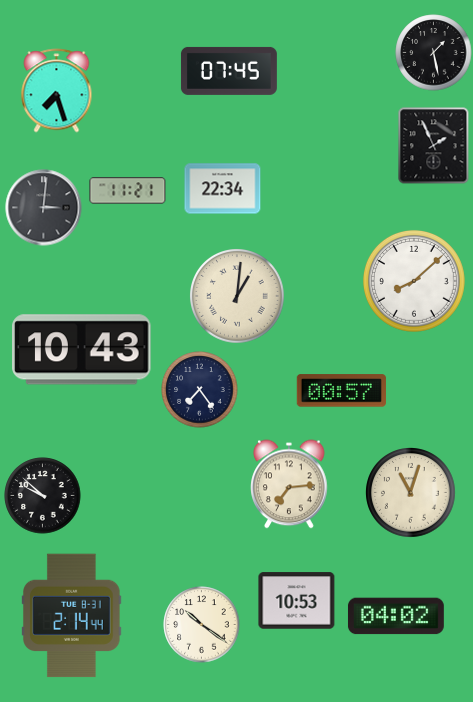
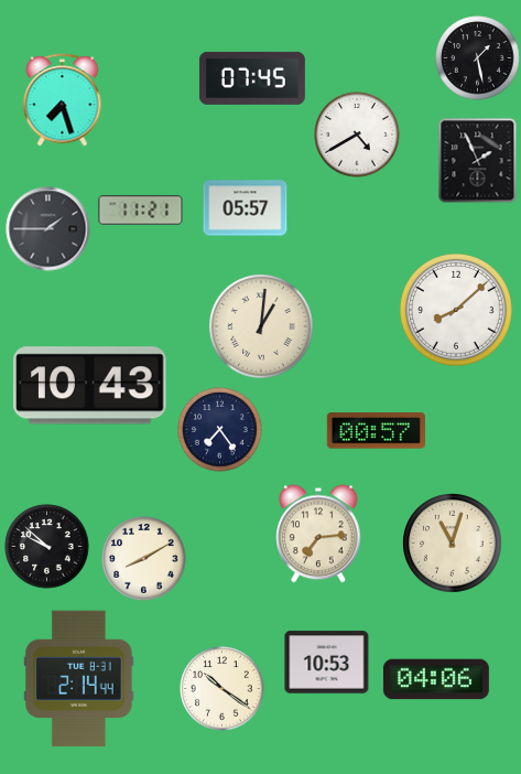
clock at (357, 135): none -> 4:40
clock at (223, 189): 22:34 -> 05:57
clock at (44, 208): 3:01 -> 1:45
clock at (144, 559): none -> 8:10
clock at (396, 616): 04:02 -> 04:06
